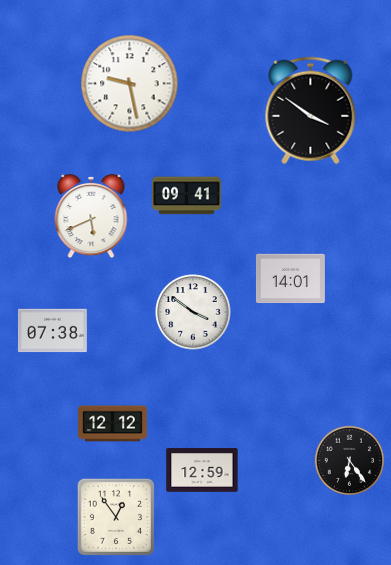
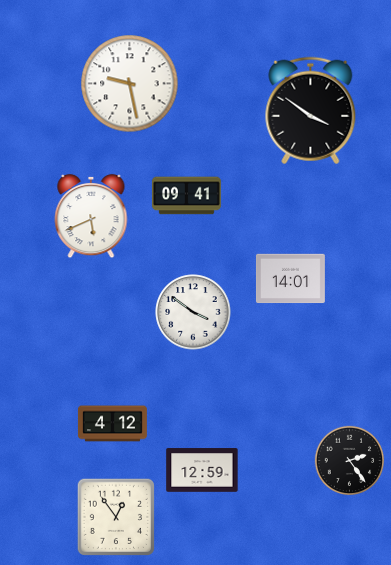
clock at (52, 331): 07:38 -> none
clock at (112, 424): 12:12 -> 4:12
clock at (350, 461): 6:24 -> 2:24
